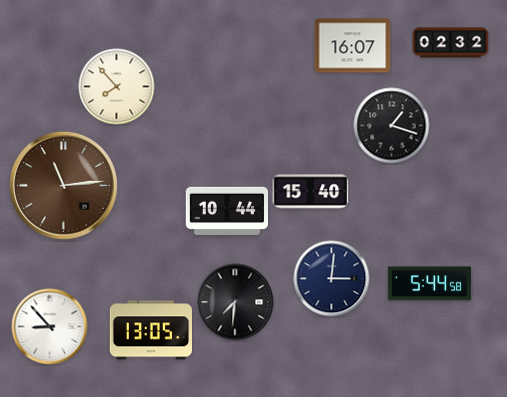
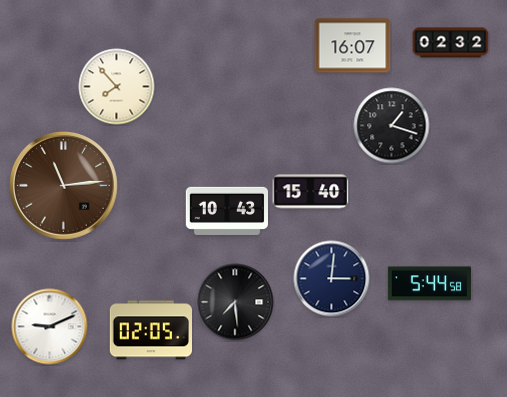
clock at (226, 211): 10:44 -> 10:43
clock at (235, 302): 7:31 -> 7:29
clock at (50, 327): 8:53 -> 9:11
clock at (150, 330): 13:05 -> 02:05
